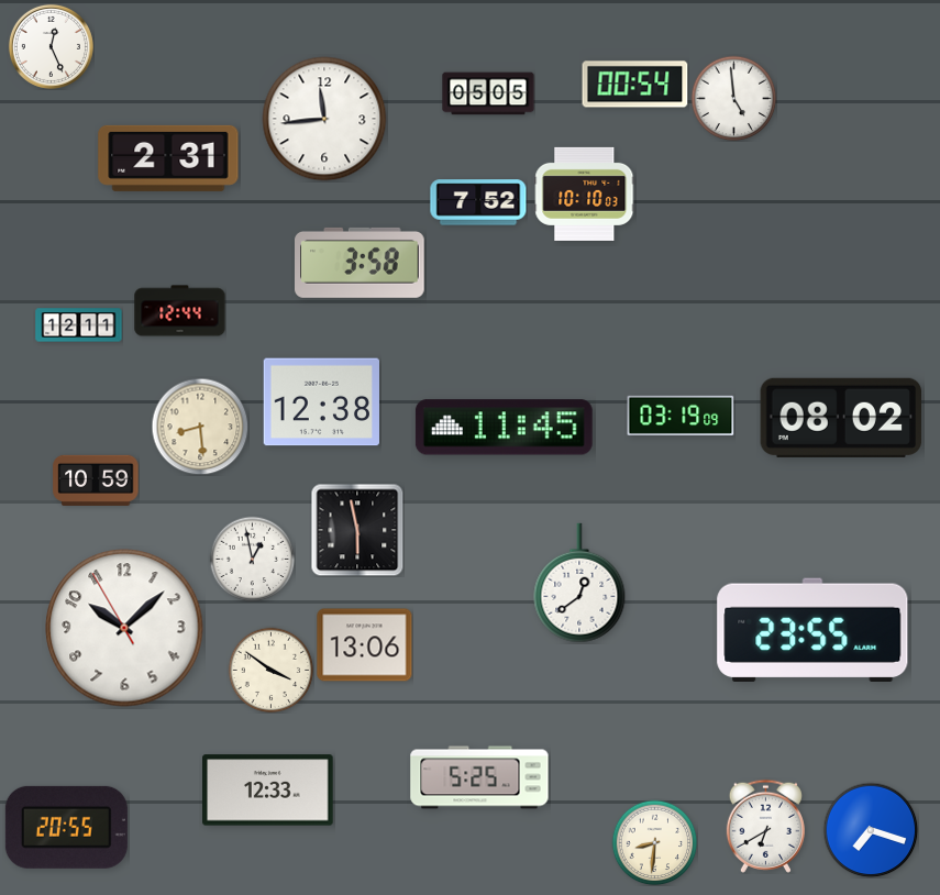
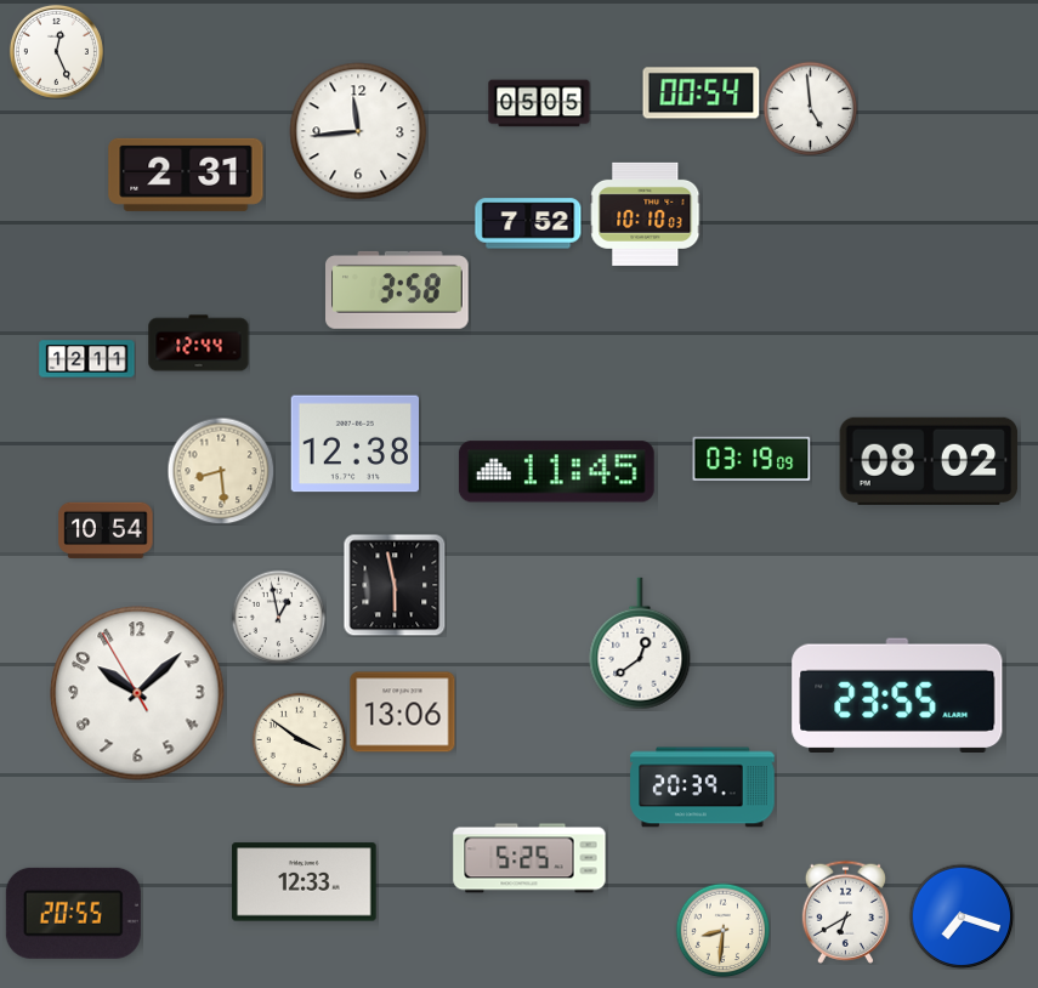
clock at (96, 480): 10:59 -> 10:54
clock at (703, 788): none -> 20:39
clock at (268, 791) position: (268, 791) -> (305, 882)
